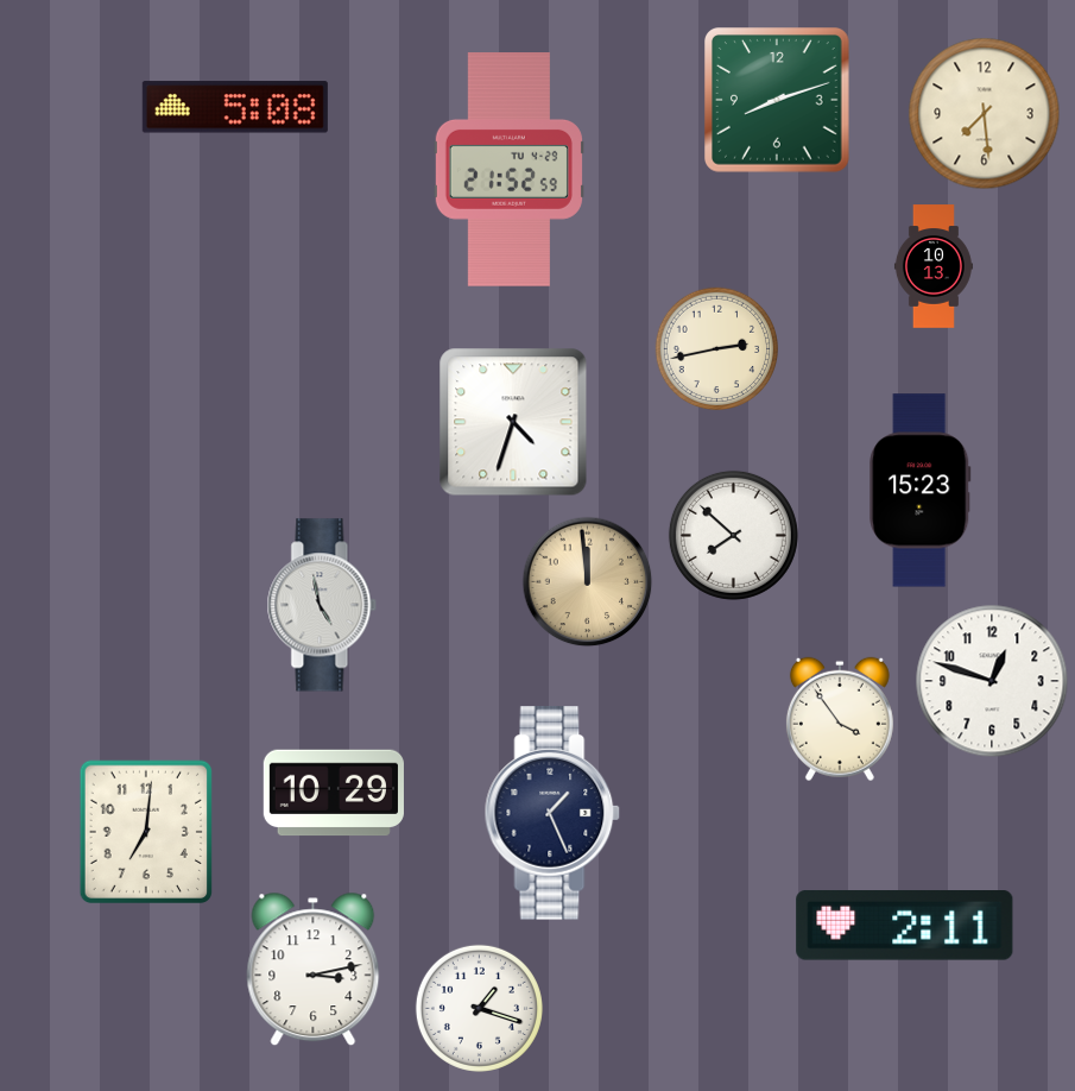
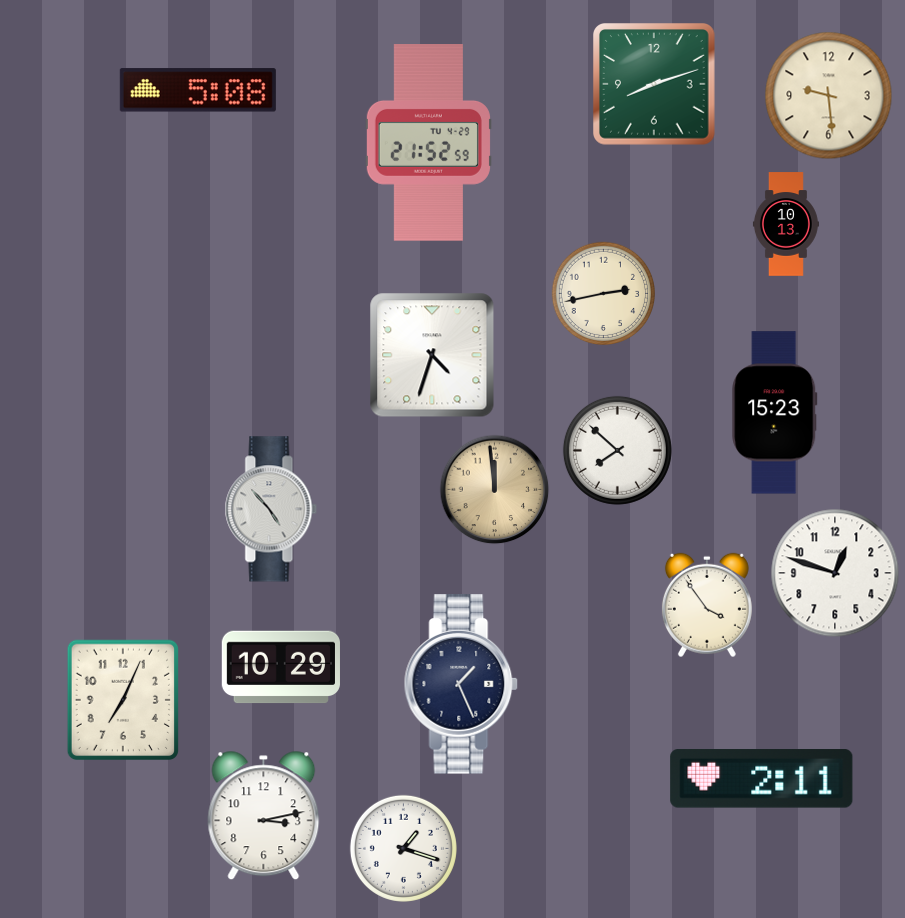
clock at (985, 114): 7:29 -> 9:29
clock at (322, 605): 4:58 -> 4:53
clock at (552, 813) position: (552, 813) -> (461, 684)
clock at (145, 831): 7:01 -> 7:04
